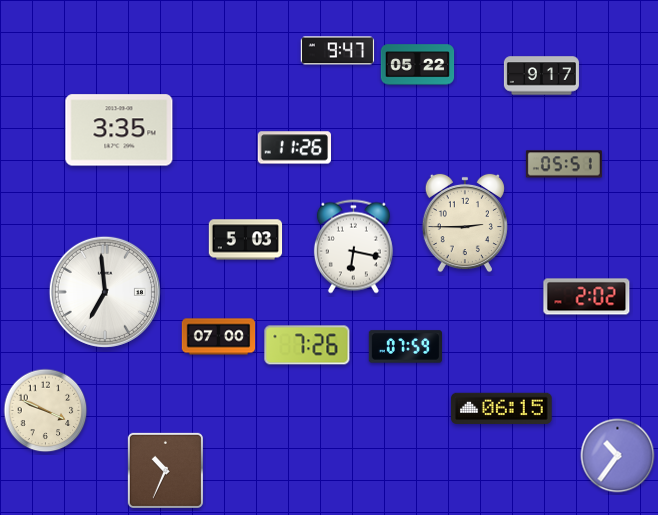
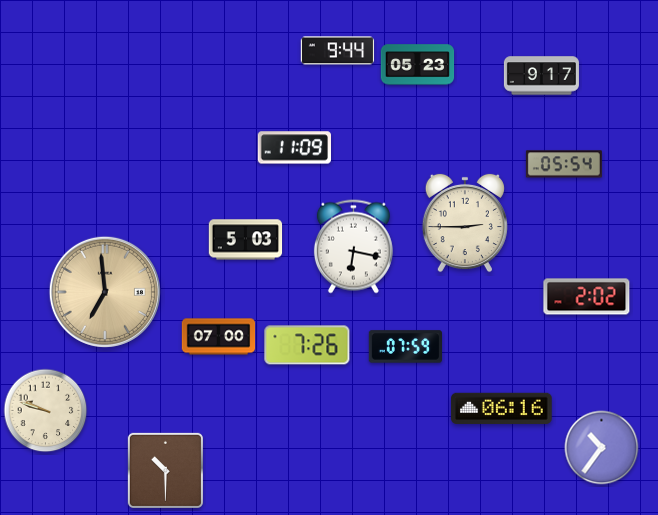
clock at (338, 51): 9:47 -> 9:44
clock at (418, 65): 05:22 -> 05:23
clock at (119, 130): 3:35 -> none
clock at (294, 148): 11:26 -> 11:09
clock at (564, 164): 05:51 -> 05:54
clock at (105, 292) dial: white -> champagne
clock at (502, 408): 06:15 -> 06:16
clock at (46, 411): 3:49 -> 9:48
clock at (618, 456) position: (618, 456) -> (602, 448)
clock at (165, 470): 10:34 -> 10:30
